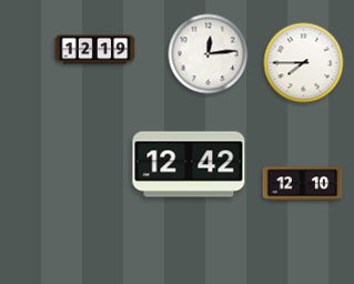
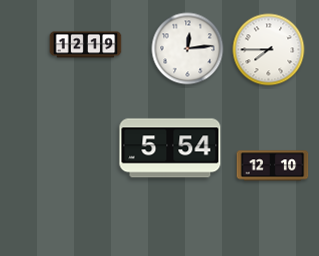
clock at (304, 63) position: (304, 63) -> (269, 50)
clock at (189, 164): 12:42 -> 5:54
